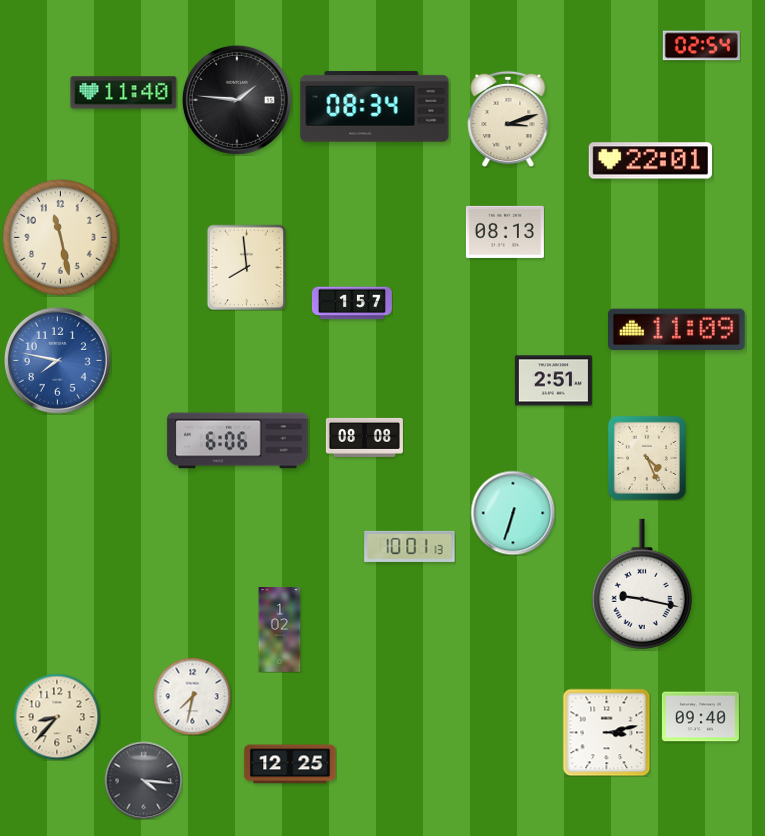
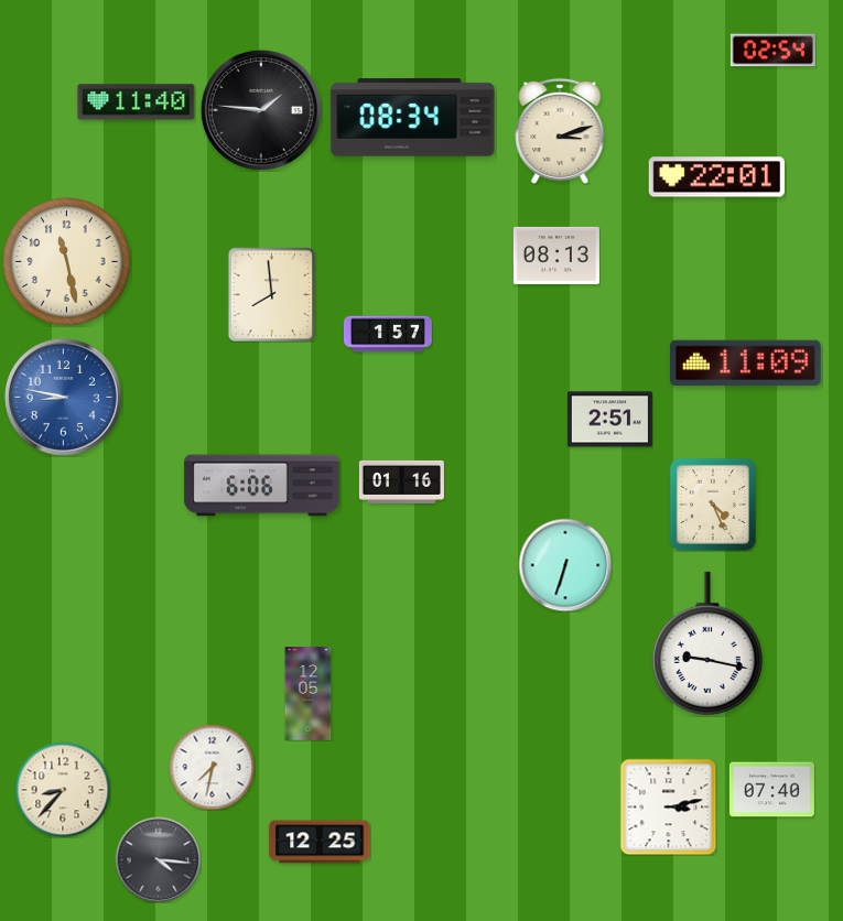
clock at (57, 360): 7:47 -> 8:47
clock at (364, 437): 08:08 -> 01:16
clock at (410, 546): 10:01 -> none
clock at (280, 630): 1:02 -> 12:05
clock at (700, 717): 09:40 -> 07:40
